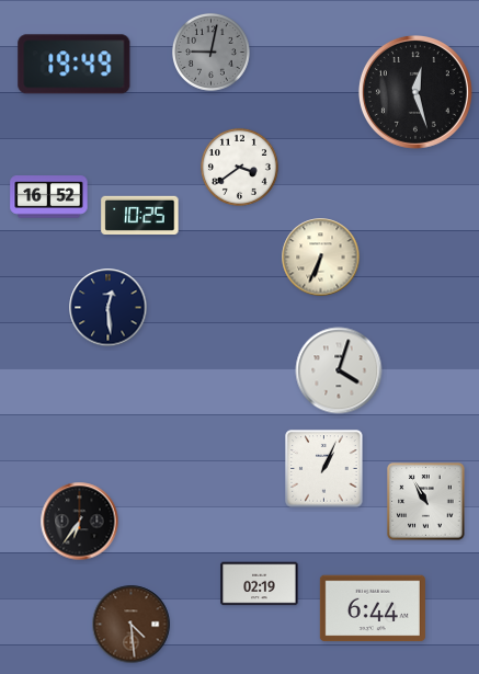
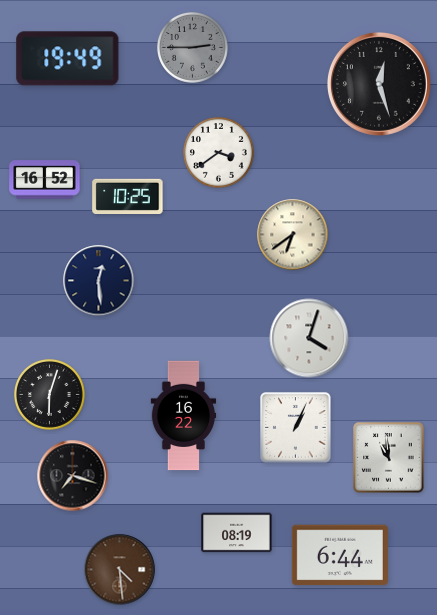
clock at (210, 52): 9:02 -> 2:45
clock at (321, 258): 6:34 -> 6:39
clock at (49, 394): none -> 6:03
clock at (184, 416): none -> 16:22
clock at (426, 502): 10:55 -> 10:59
clock at (80, 522): 6:36 -> 7:18
clock at (260, 584): 02:19 -> 08:19
